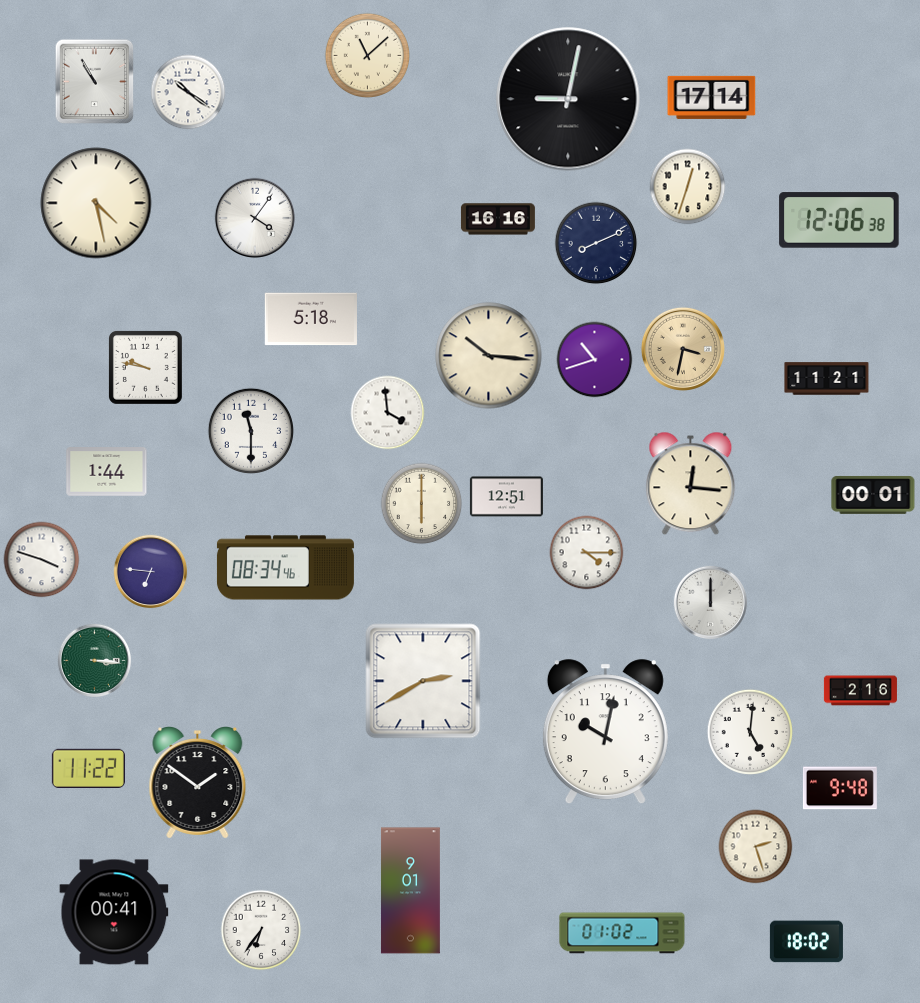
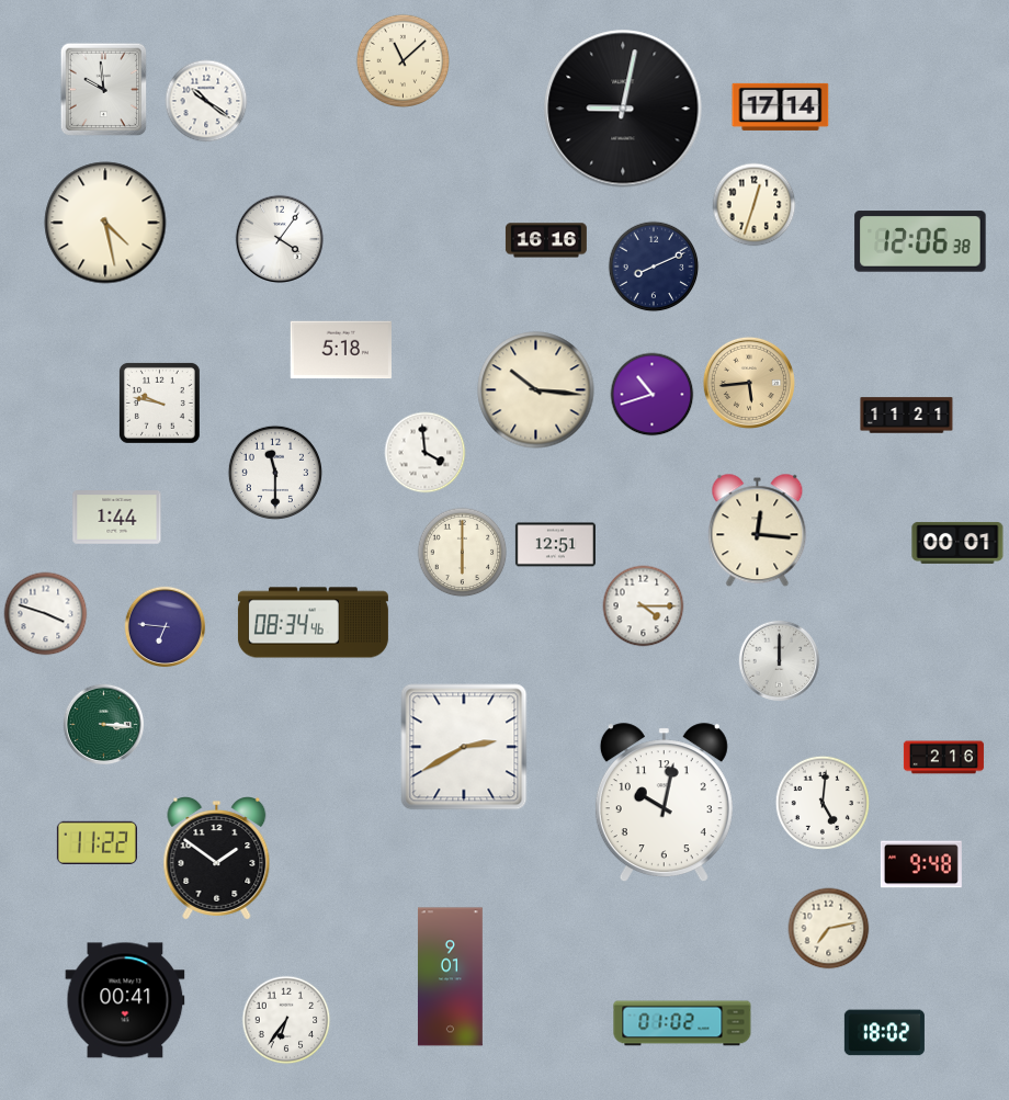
clock at (95, 82): 10:55 -> 9:59
clock at (683, 349): 3:32 -> 5:44
clock at (756, 847): 2:27 -> 7:13
